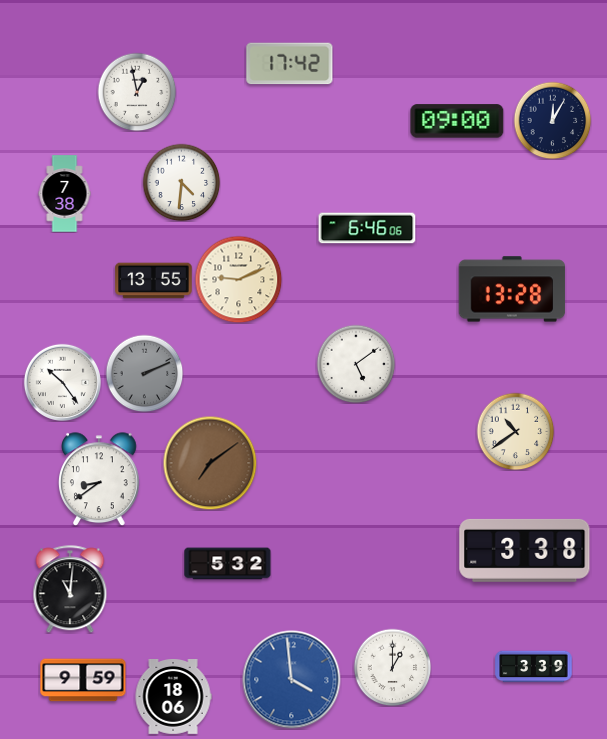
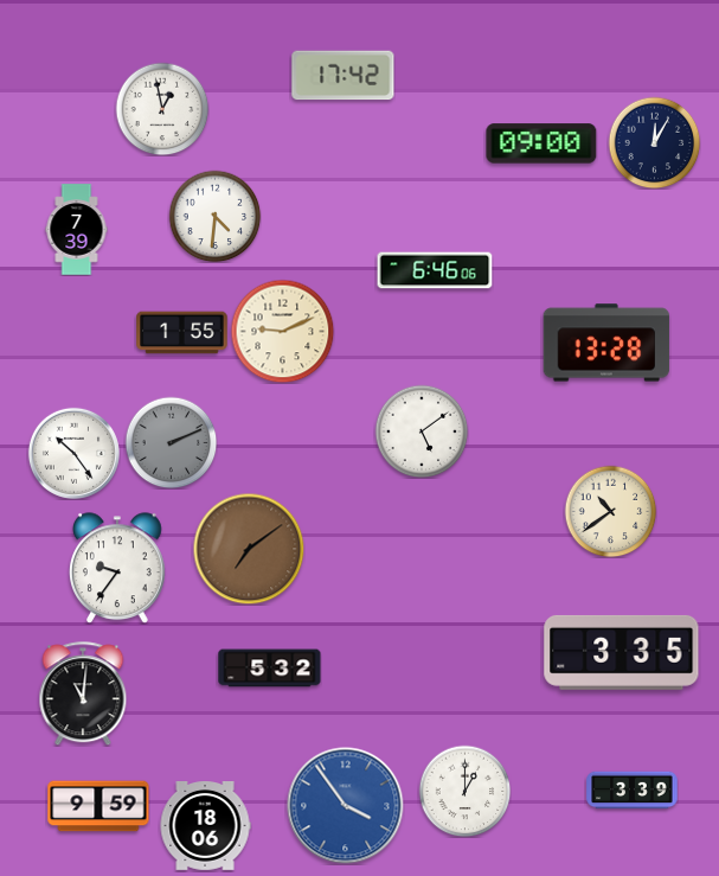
clock at (65, 194): 7:38 -> 7:39
clock at (154, 281): 13:55 -> 1:55
clock at (100, 479): 8:39 -> 9:36
clock at (525, 550): 3:38 -> 3:35
clock at (70, 589) position: (70, 589) -> (83, 693)
clock at (292, 680): 3:59 -> 3:54
